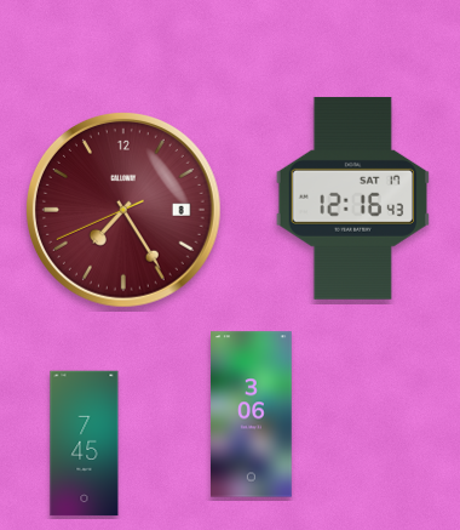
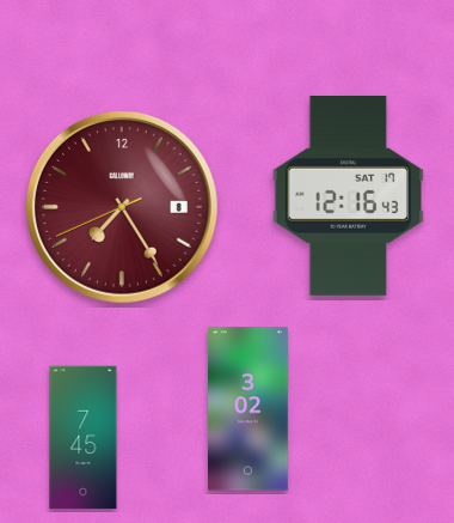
clock at (252, 415): 3:06 -> 3:02
